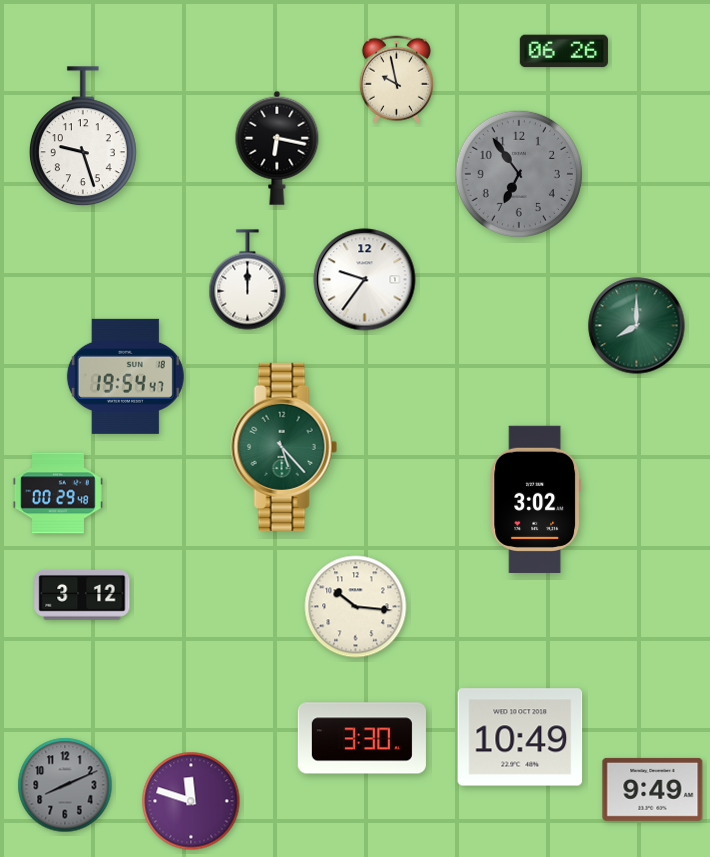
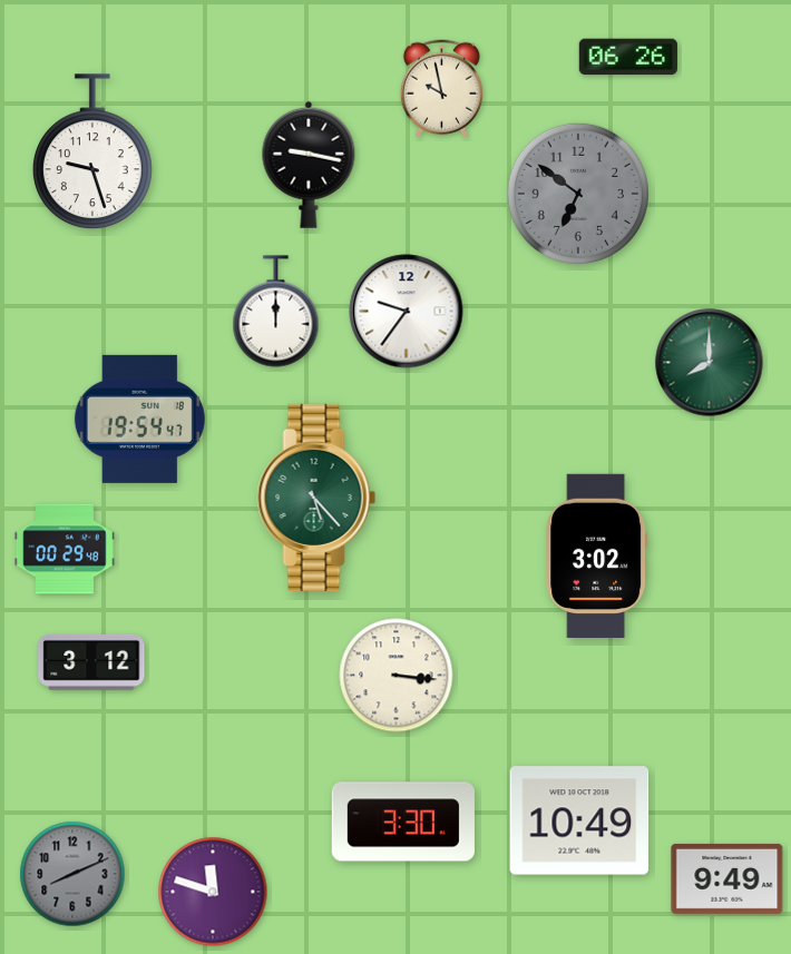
clock at (277, 148): 6:17 -> 9:17
clock at (519, 174): 6:54 -> 6:51
clock at (356, 607): 10:16 -> 3:16
